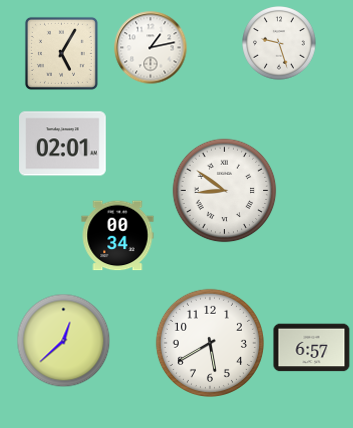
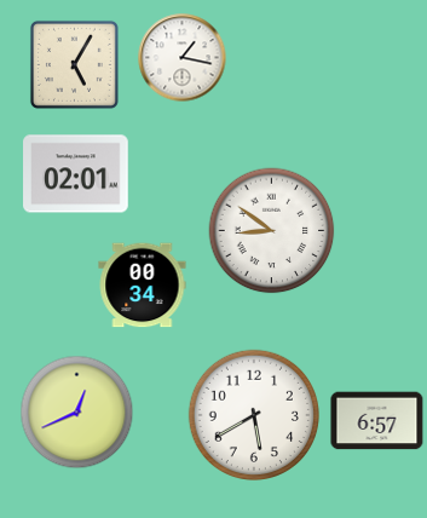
clock at (279, 43): 9:27 -> none
clock at (151, 48): 1:13 -> 1:17
clock at (64, 341): 12:38 -> 12:41
